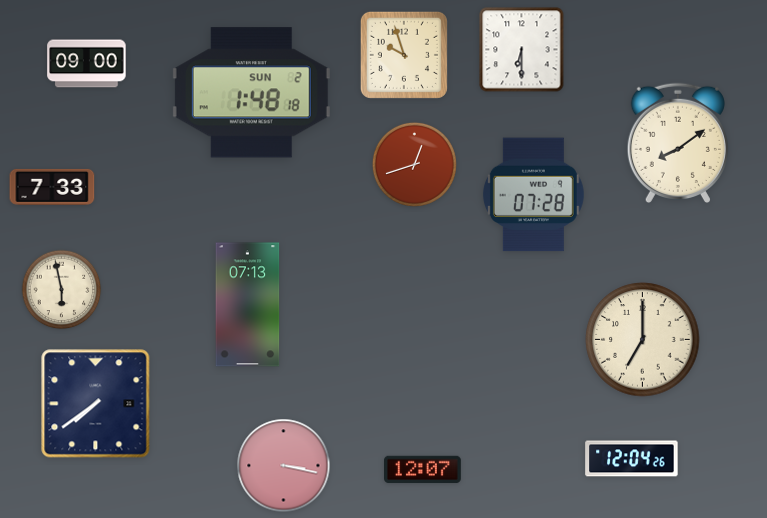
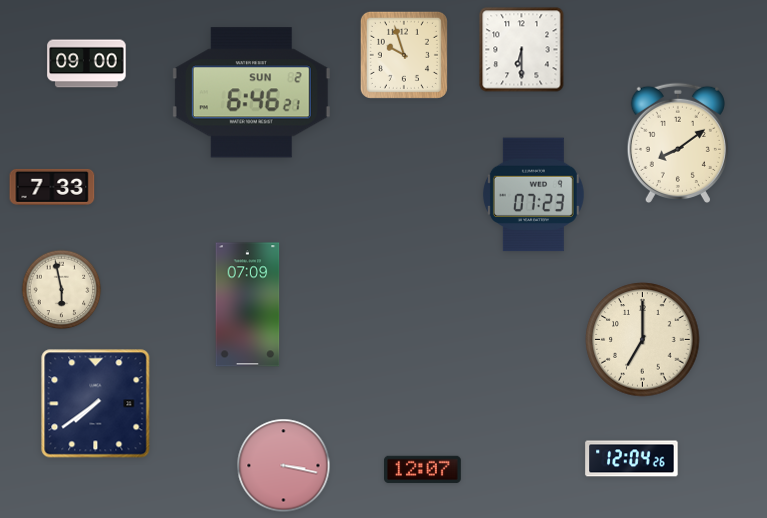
clock at (251, 93): 1:48 -> 6:46
clock at (414, 164): 12:42 -> none
clock at (533, 195): 07:28 -> 07:23
clock at (248, 305): 07:13 -> 07:09
